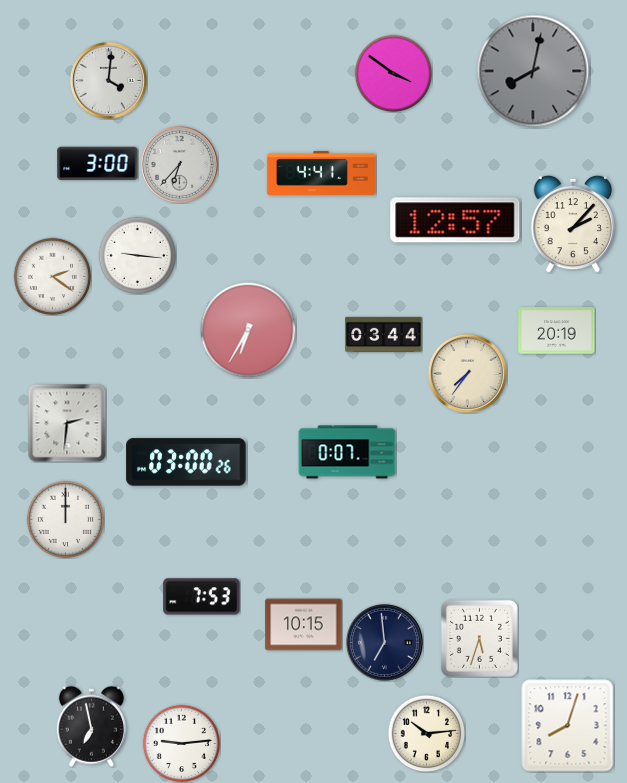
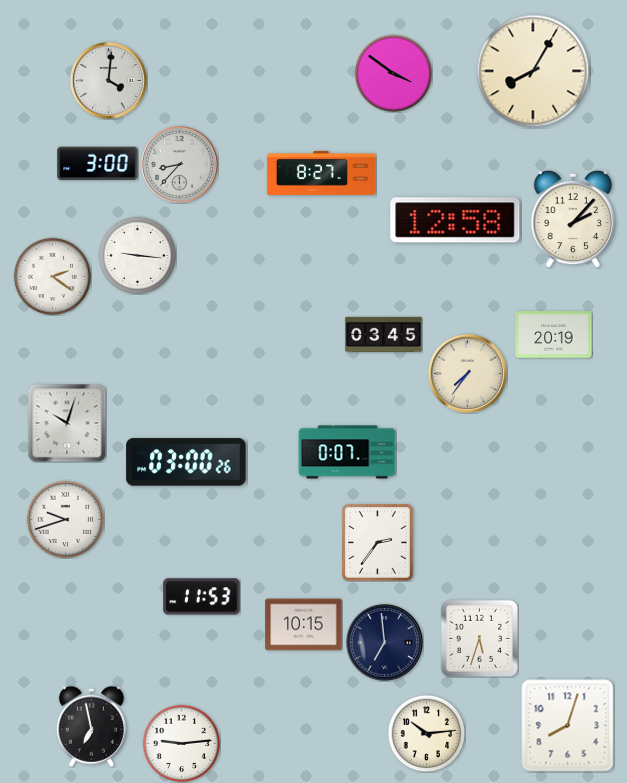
clock at (533, 71): 8:02 -> 8:05
clock at (533, 71) dial: grey -> cream
clock at (179, 164): 6:37 -> 8:37
clock at (321, 173): 4:41 -> 8:27
clock at (455, 220): 12:57 -> 12:58
clock at (573, 224) position: (573, 224) -> (573, 219)
clock at (248, 330): 6:35 -> none
clock at (557, 331) position: (557, 331) -> (554, 335)
clock at (384, 334): 03:44 -> 03:45
clock at (67, 423): 2:31 -> 10:03
clock at (65, 519): 12:00 -> 9:42
clock at (378, 543): none -> 2:36
clock at (202, 597): 7:53 -> 11:53
